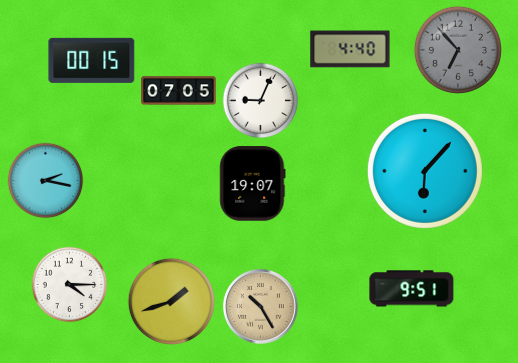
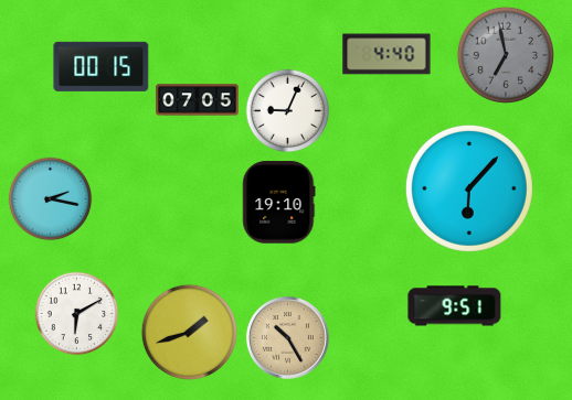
clock at (457, 49): 6:53 -> 6:58
clock at (253, 184): 19:07 -> 19:10
clock at (70, 285): 4:15 -> 6:10
clock at (412, 289) position: (412, 289) -> (455, 306)
